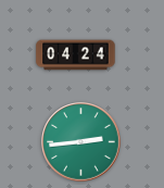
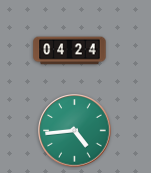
clock at (81, 142): 2:44 -> 4:44
